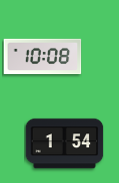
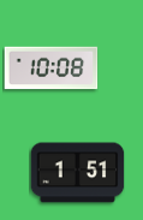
clock at (64, 144): 1:54 -> 1:51
